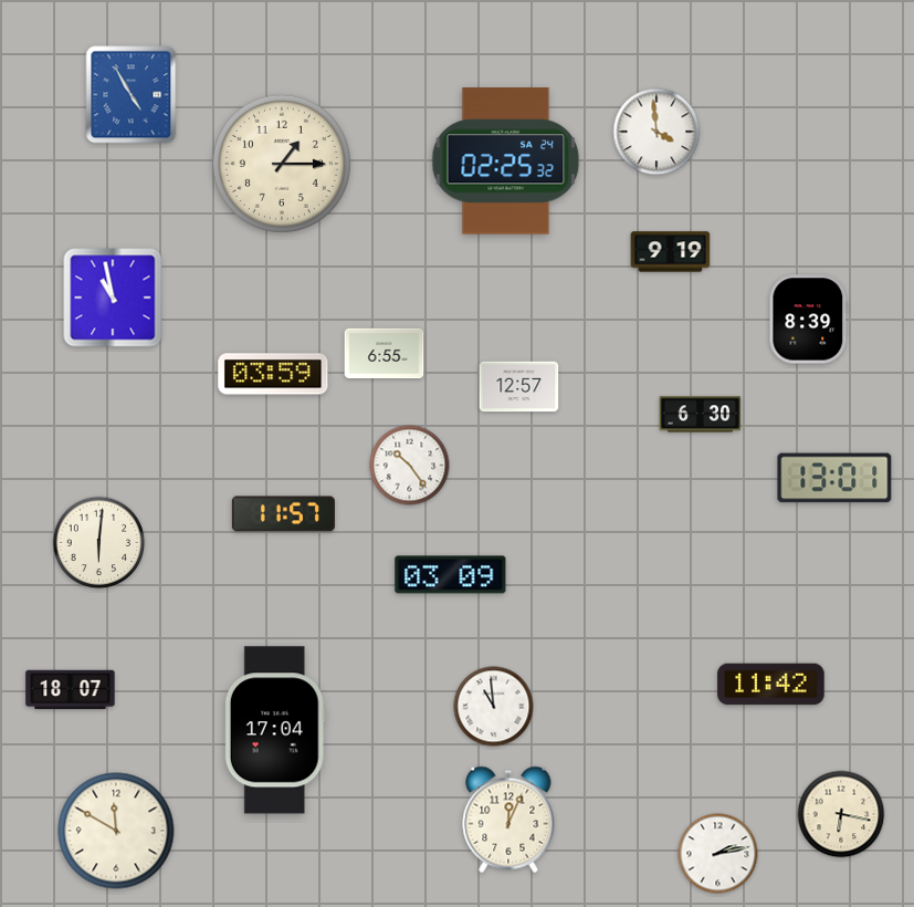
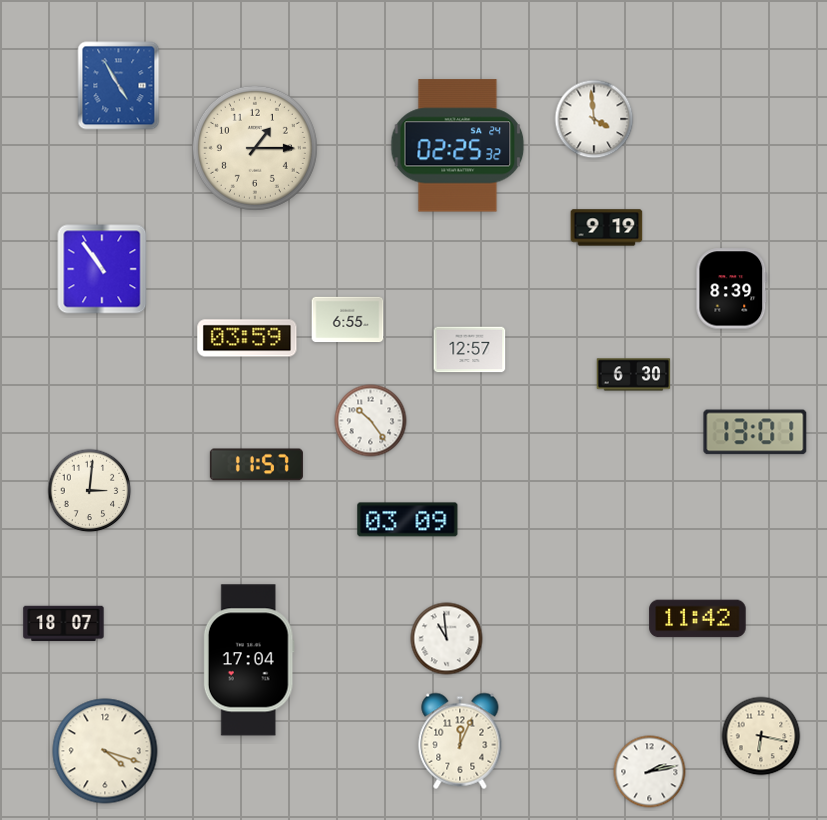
clock at (113, 298): 10:58 -> 10:54
clock at (99, 543): 6:01 -> 3:01
clock at (116, 831): 11:50 -> 4:18
